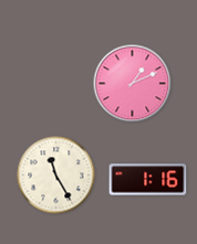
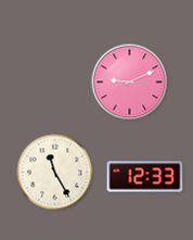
clock at (133, 84): 1:11 -> 9:11
clock at (148, 180): 1:16 -> 12:33
